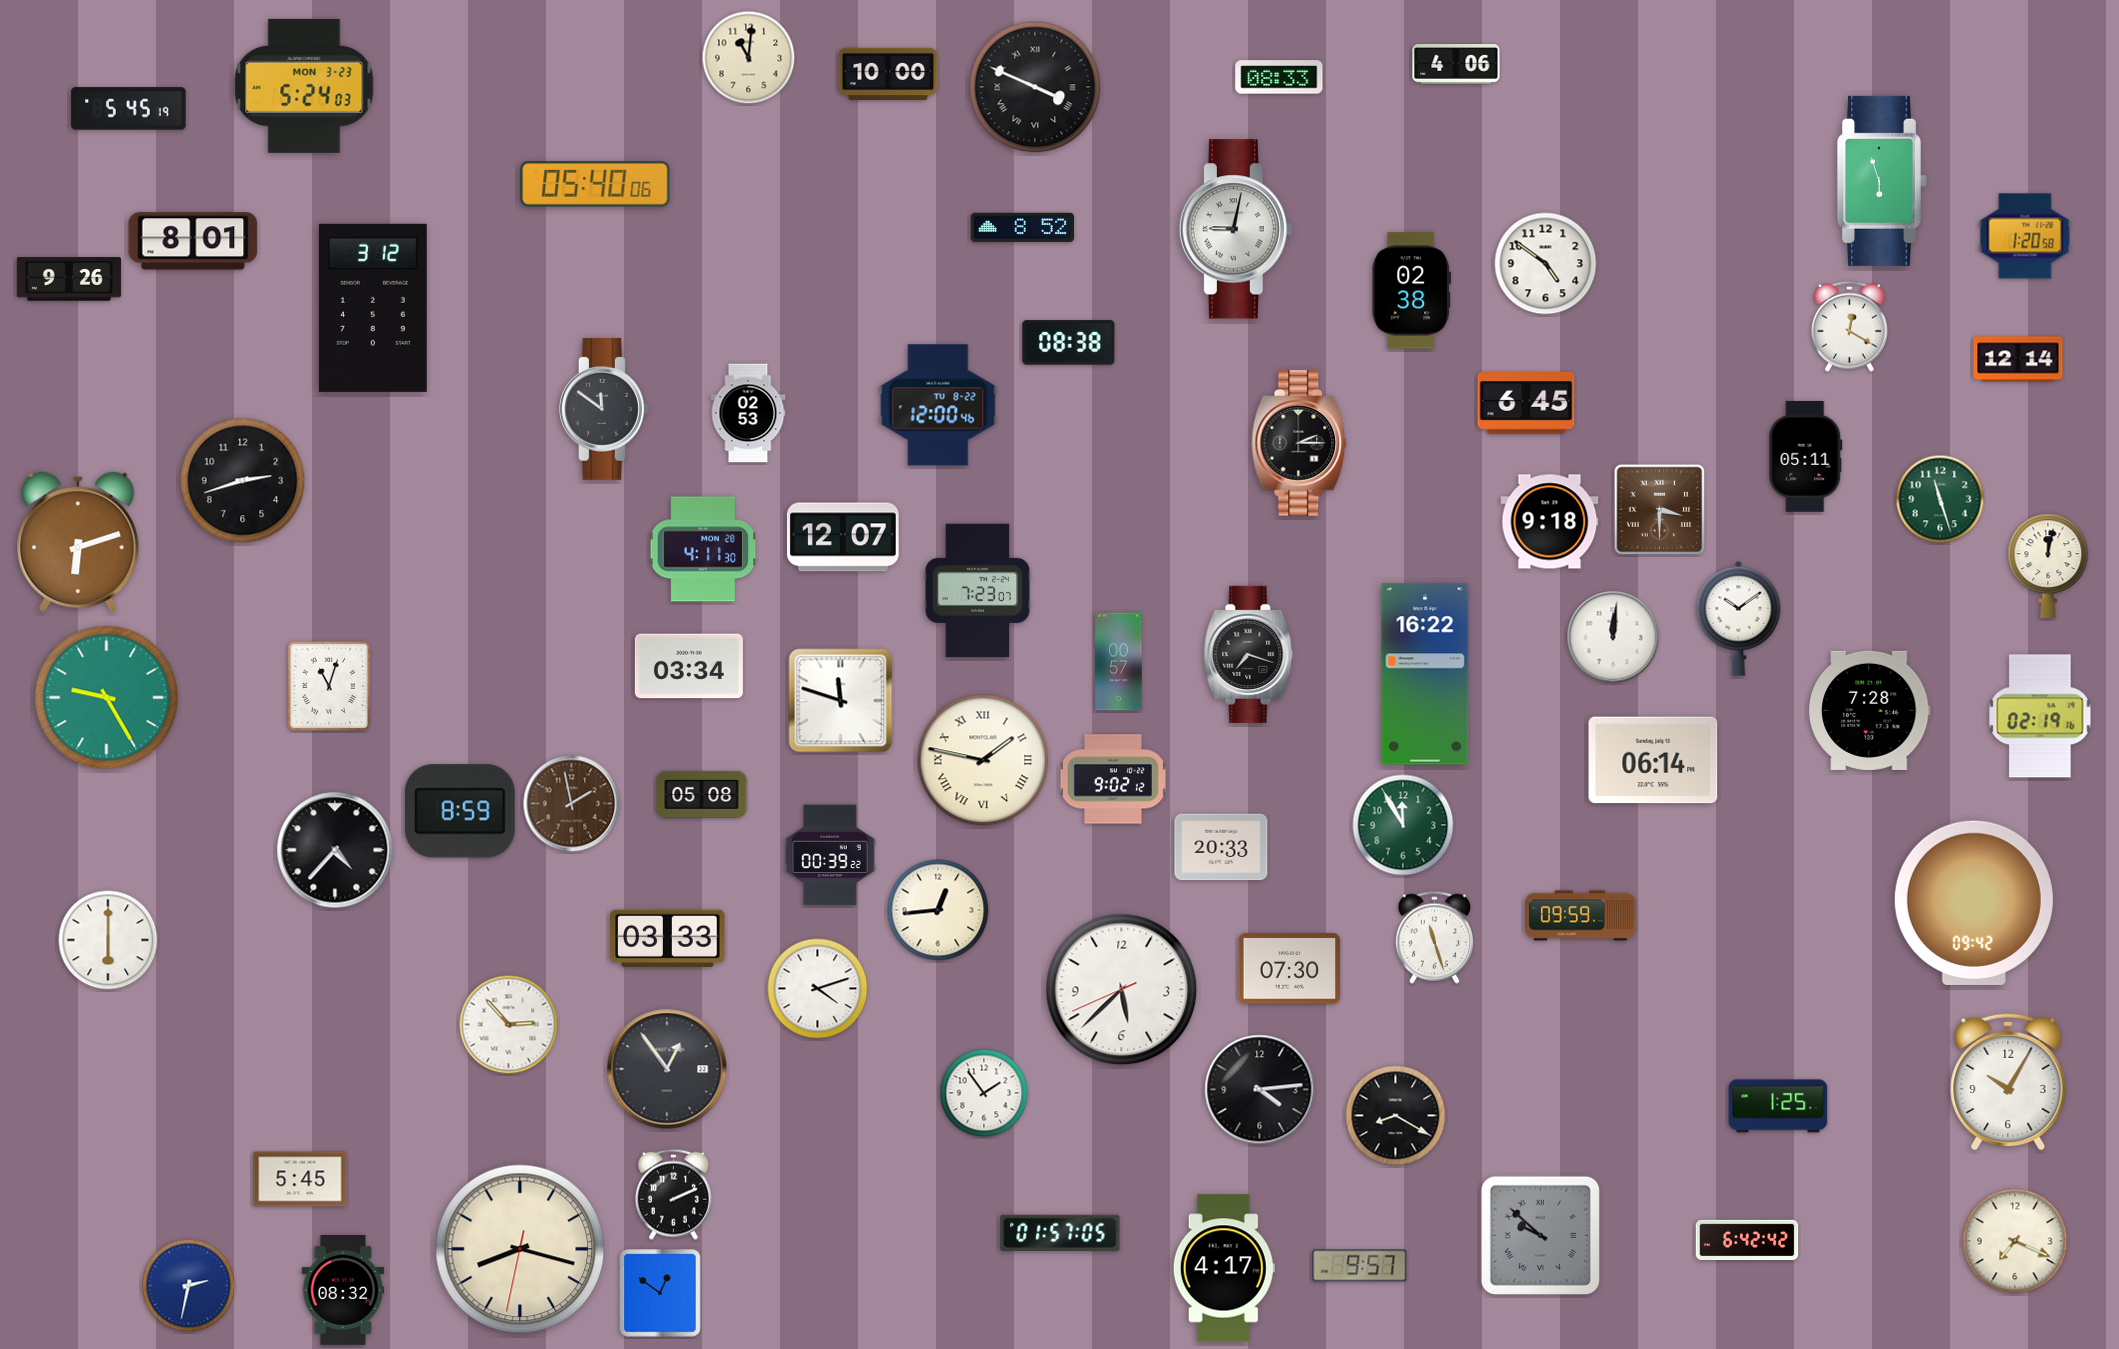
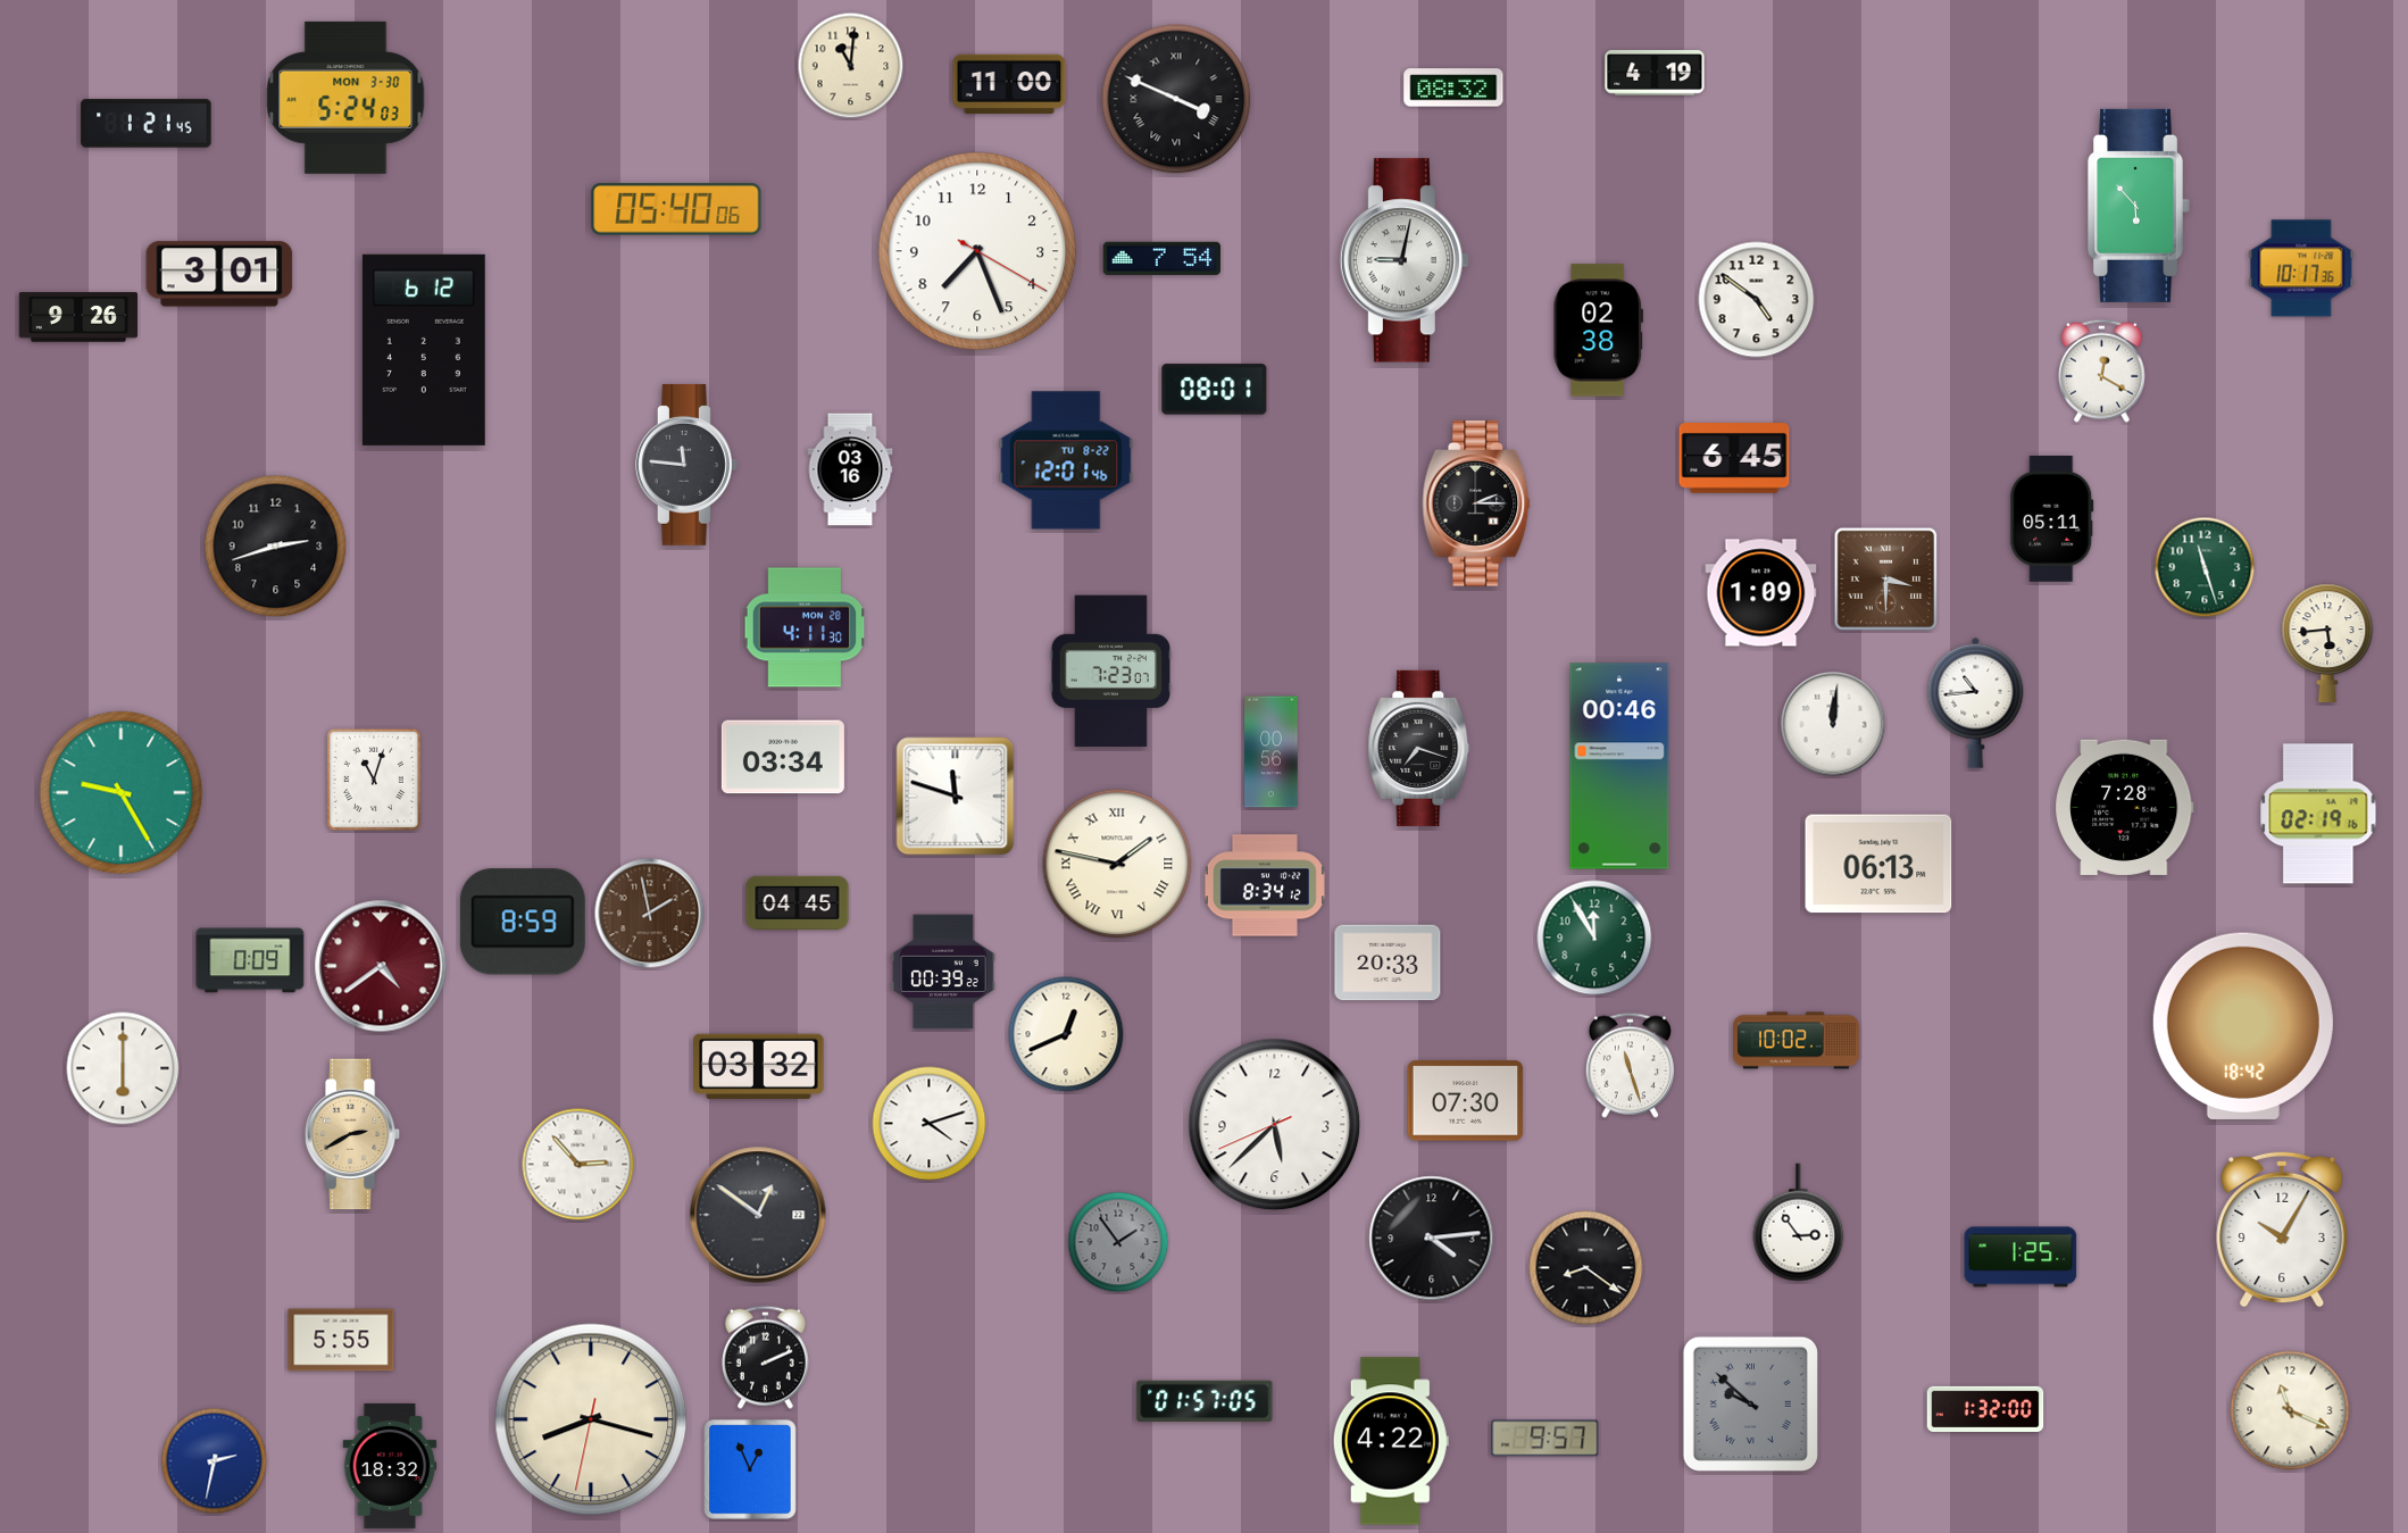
clock at (1456, 64): 4:06 -> 4:19
clock at (888, 73): 10:00 -> 11:00
clock at (1279, 77): 08:33 -> 08:32
clock at (304, 86) date: MON 3-23 -> MON 3-30
clock at (129, 109): 5:45 -> 1:21
clock at (1882, 181): 5:57 -> 5:53
clock at (977, 251): none -> 7:26
clock at (1023, 227): 8:52 -> 7:54
clock at (2025, 236): 1:20 -> 10:17
clock at (193, 241): 8:01 -> 3:01
clock at (1411, 291) position: (1411, 291) -> (1598, 331)
clock at (373, 308): 3:12 -> 6:12
clock at (1069, 343): 08:38 -> 08:01
clock at (2018, 359): 12:14 -> none
clock at (938, 405): 12:00 -> 12:01
clock at (605, 409): 11:51 -> 11:46
clock at (748, 413): 02:53 -> 03:16
clock at (1550, 522): 9:18 -> 1:09
clock at (843, 537): 12:07 -> none
clock at (78, 542): 6:12 -> none
clock at (703, 549) position: (703, 549) -> (805, 627)
clock at (2048, 565): 12:02 -> 5:44
clock at (1739, 618): 10:09 -> 10:44
clock at (1249, 654) position: (1249, 654) -> (1419, 748)
clock at (1119, 662): 00:57 -> 00:56
clock at (1425, 674): 16:22 -> 00:46
clock at (1653, 760): 06:14 -> 06:13
clock at (1113, 779): 9:02 -> 8:34
clock at (702, 794): 05:08 -> 04:45
clock at (250, 960): none -> 0:09
clock at (335, 850): 4:37 -> 4:39
clock at (335, 850) dial: black -> burgundy
clock at (1974, 903): 09:42 -> 18:42
clock at (938, 910): 12:44 -> 12:41
clock at (1581, 916): 09:59 -> 10:02
clock at (668, 938): 03:33 -> 03:32
clock at (352, 1134): none -> 2:40
clock at (667, 1069): 12:54 -> 12:51
clock at (1799, 1223): none -> 2:54
clock at (984, 1093) dial: white -> grey
clock at (1396, 1116): 8:20 -> 8:21
clock at (300, 1179): 5:45 -> 5:55
clock at (1747, 1239): 6:42 -> 1:32
clock at (2015, 1241): 7:19 -> 11:19
clock at (1224, 1268): 4:17 -> 4:22
clock at (343, 1290): 08:32 -> 18:32
clock at (660, 1293): 12:51 -> 12:56
